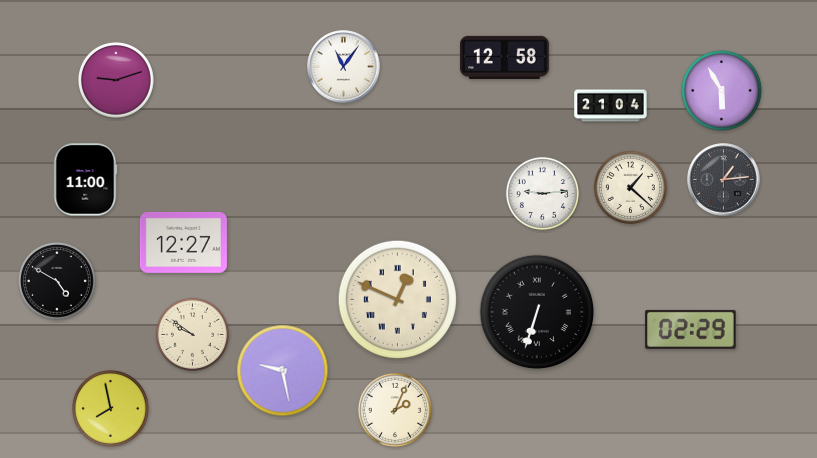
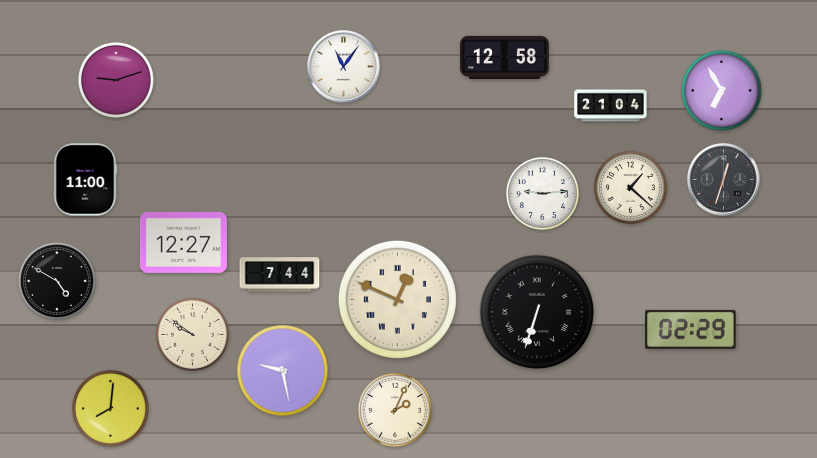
clock at (722, 91): 5:55 -> 6:55
clock at (724, 180): 1:14 -> 12:33
clock at (280, 275): none -> 7:44
clock at (111, 409): 7:58 -> 8:01
